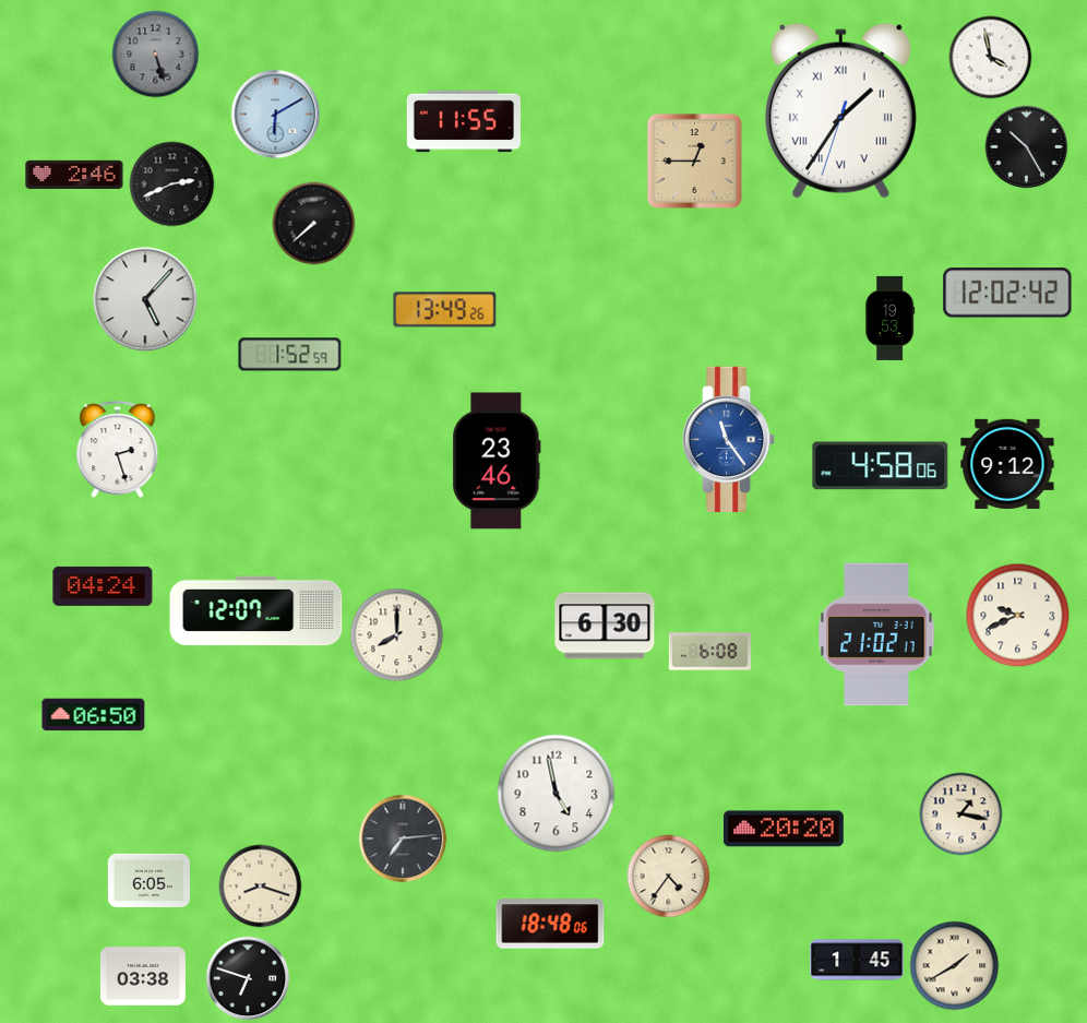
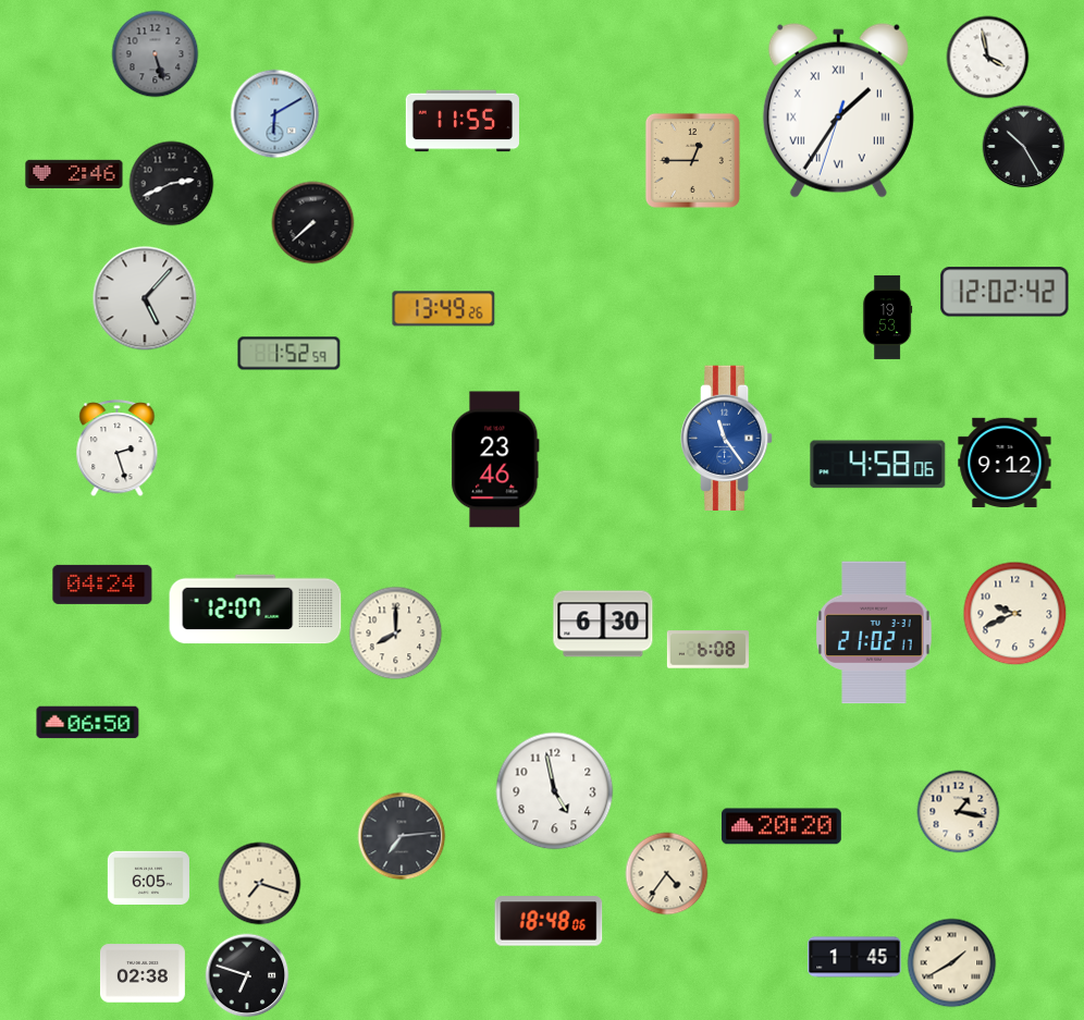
clock at (94, 715) position: (94, 715) -> (88, 723)
clock at (261, 887): 8:18 -> 7:18
clock at (143, 976): 03:38 -> 02:38
